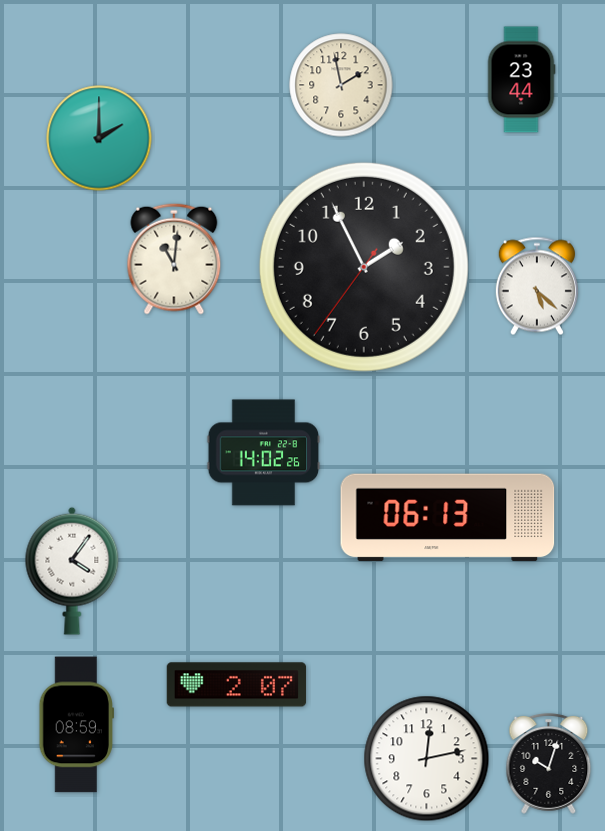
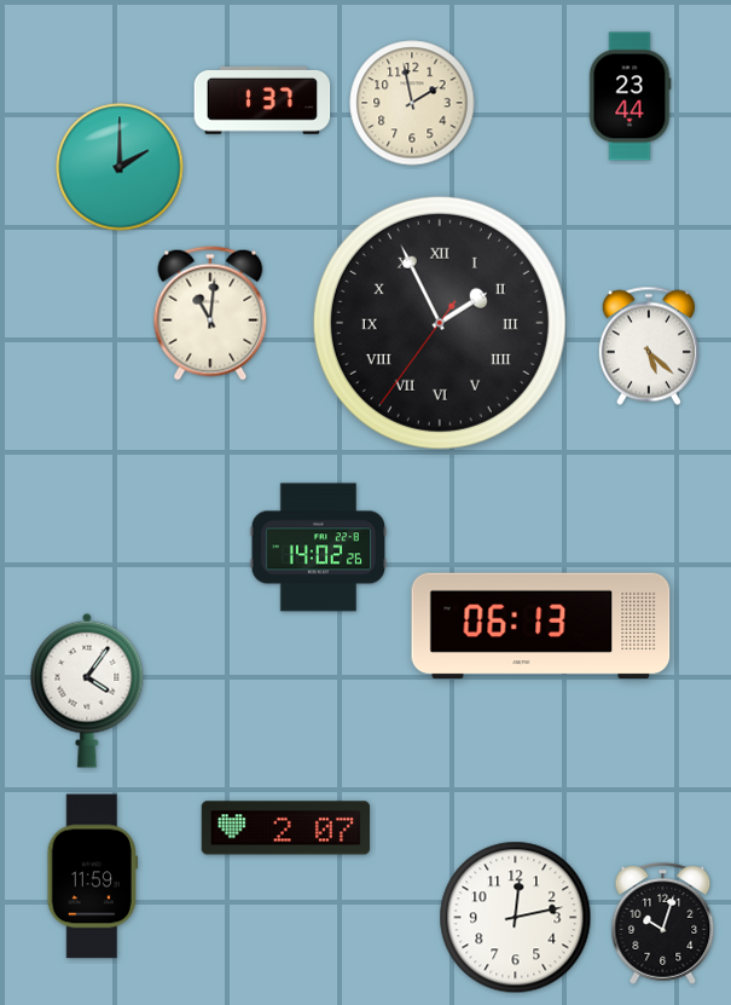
clock at (262, 100): none -> 1:37
clock at (364, 267) numerals: Arabic -> Roman
clock at (76, 725): 08:59 -> 11:59
